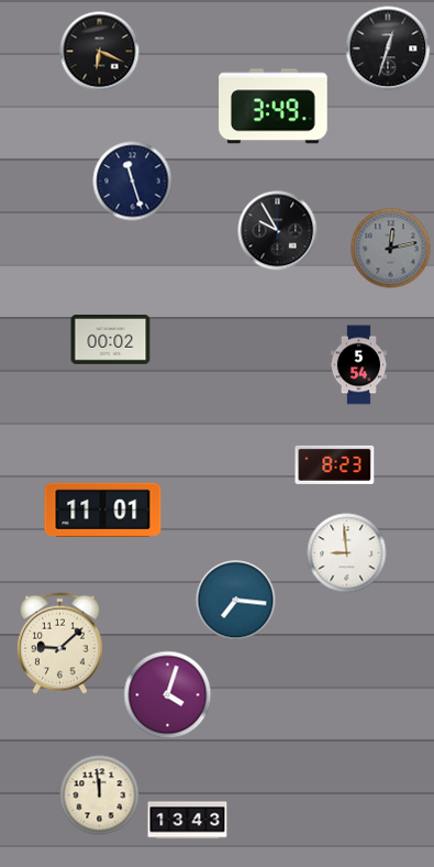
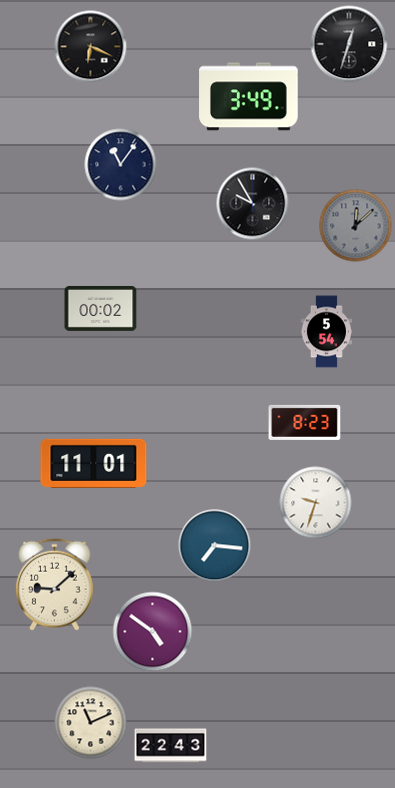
clock at (388, 48) position: (388, 48) -> (349, 44)
clock at (133, 182): 11:27 -> 11:06
clock at (278, 231) position: (278, 231) -> (253, 204)
clock at (391, 249): 12:13 -> 12:08
clock at (347, 553): 8:59 -> 9:33
clock at (168, 695): 4:03 -> 4:51
clock at (100, 795): 11:59 -> 11:11
clock at (188, 821): 13:43 -> 22:43
